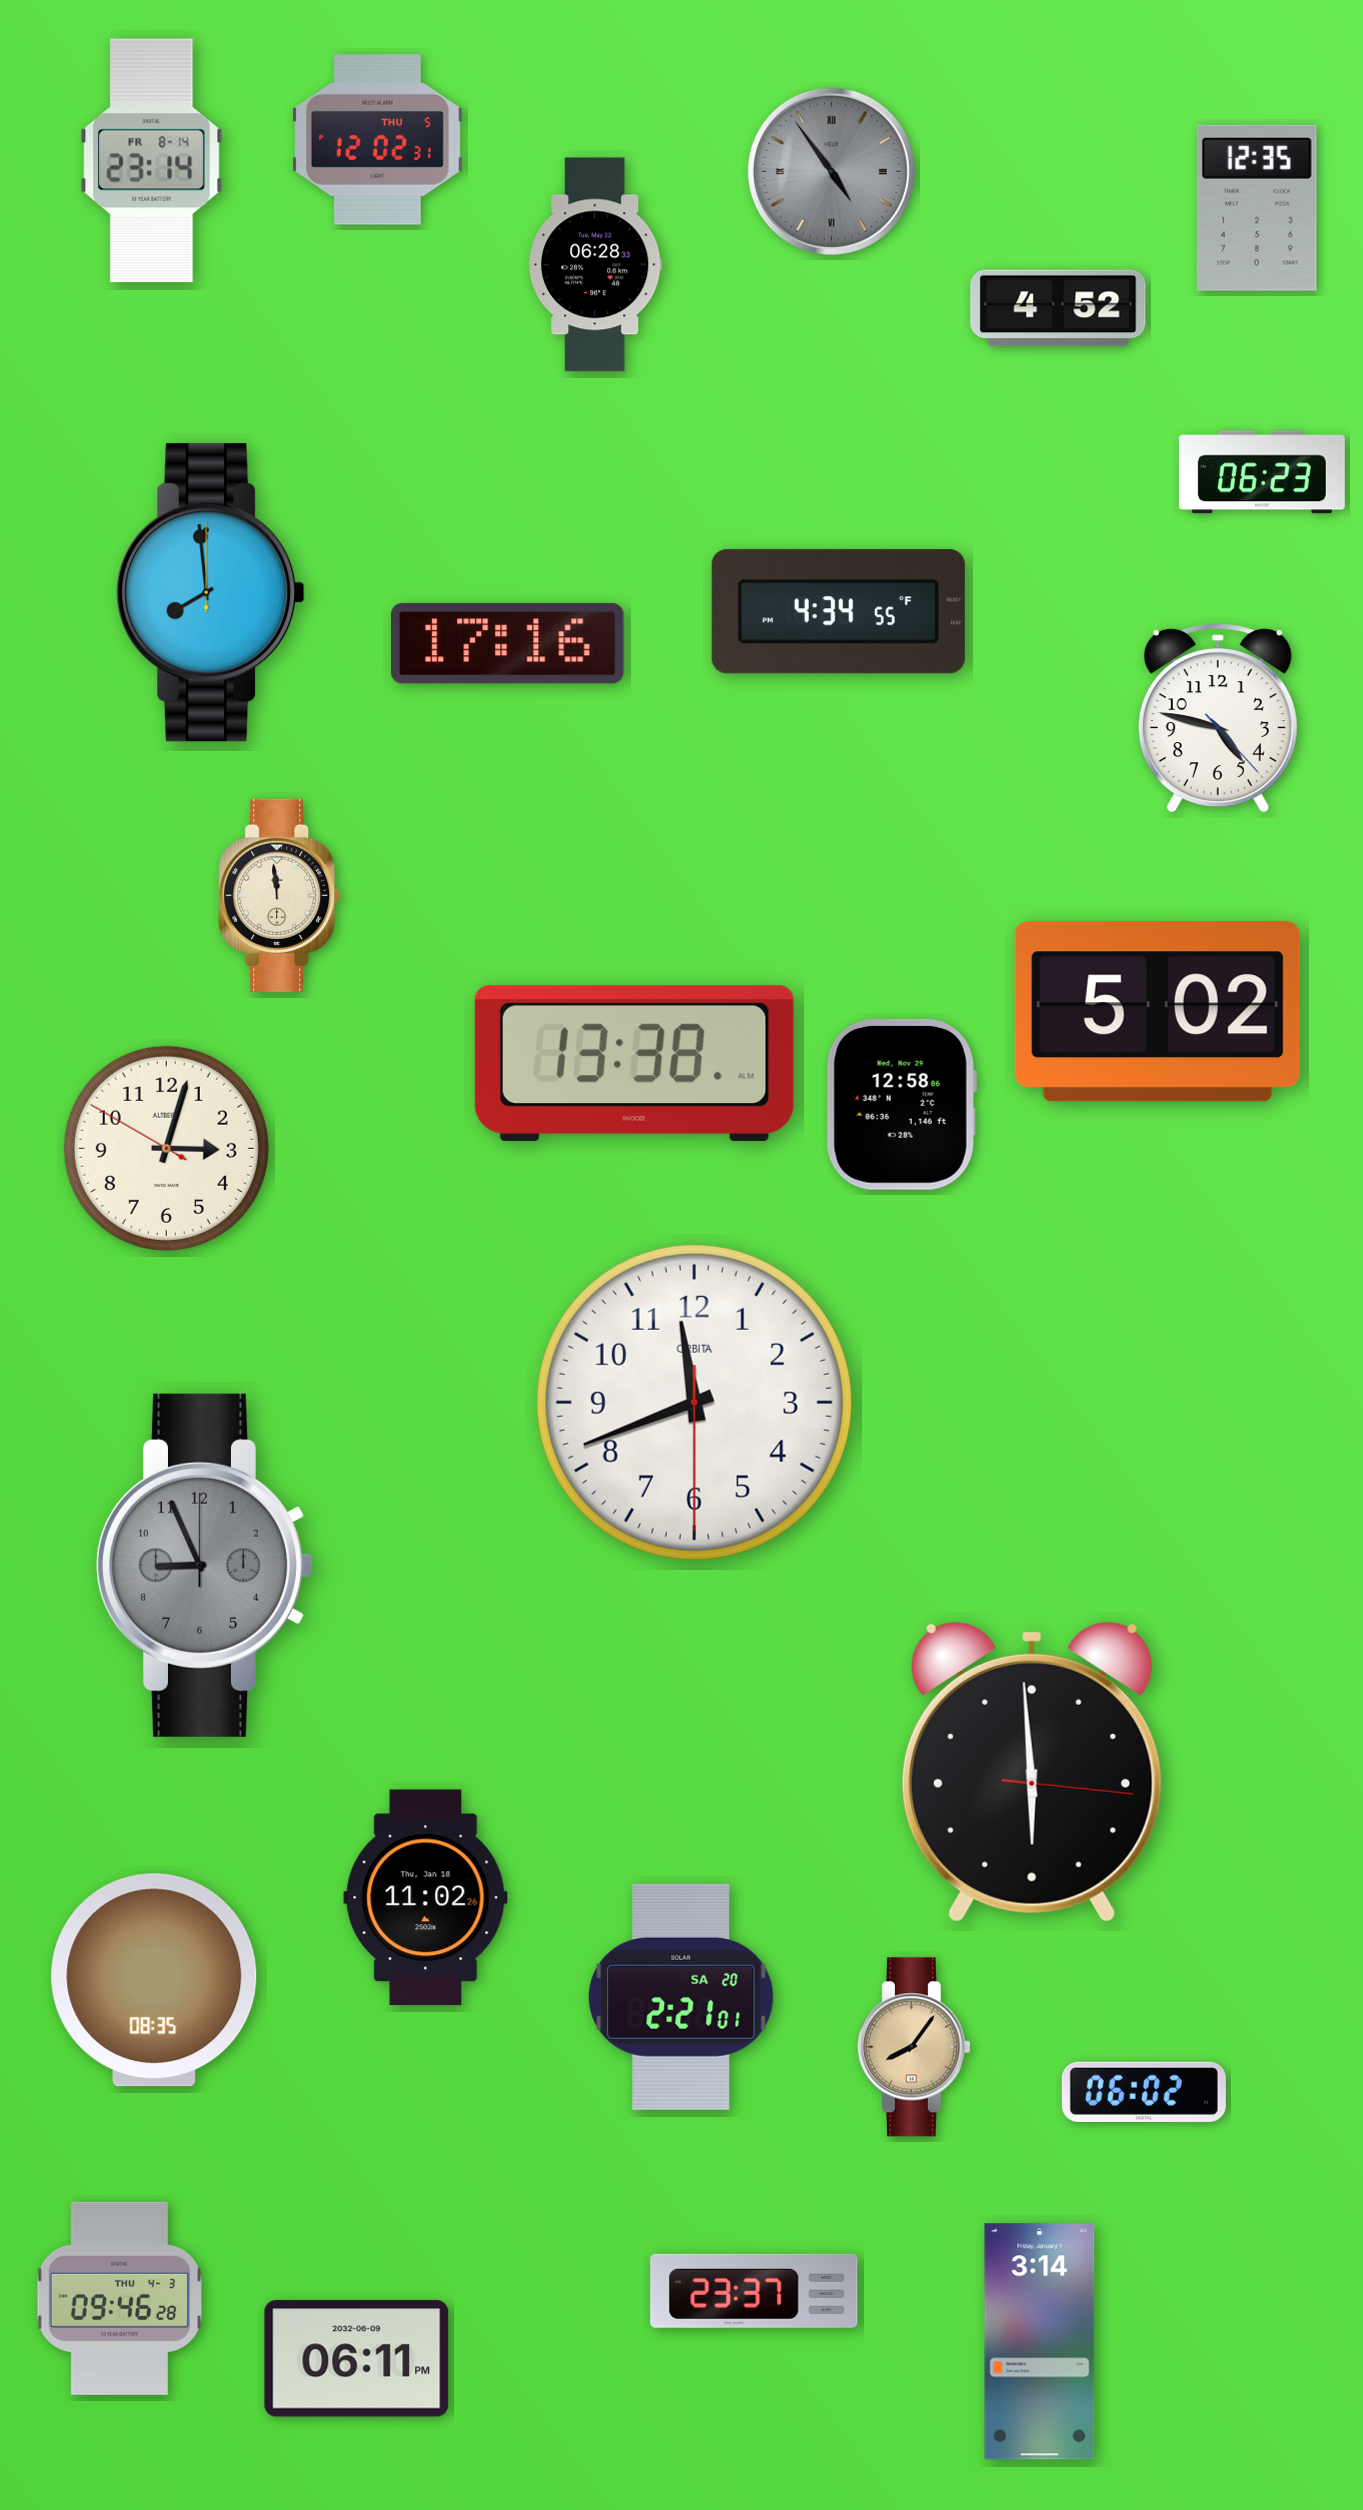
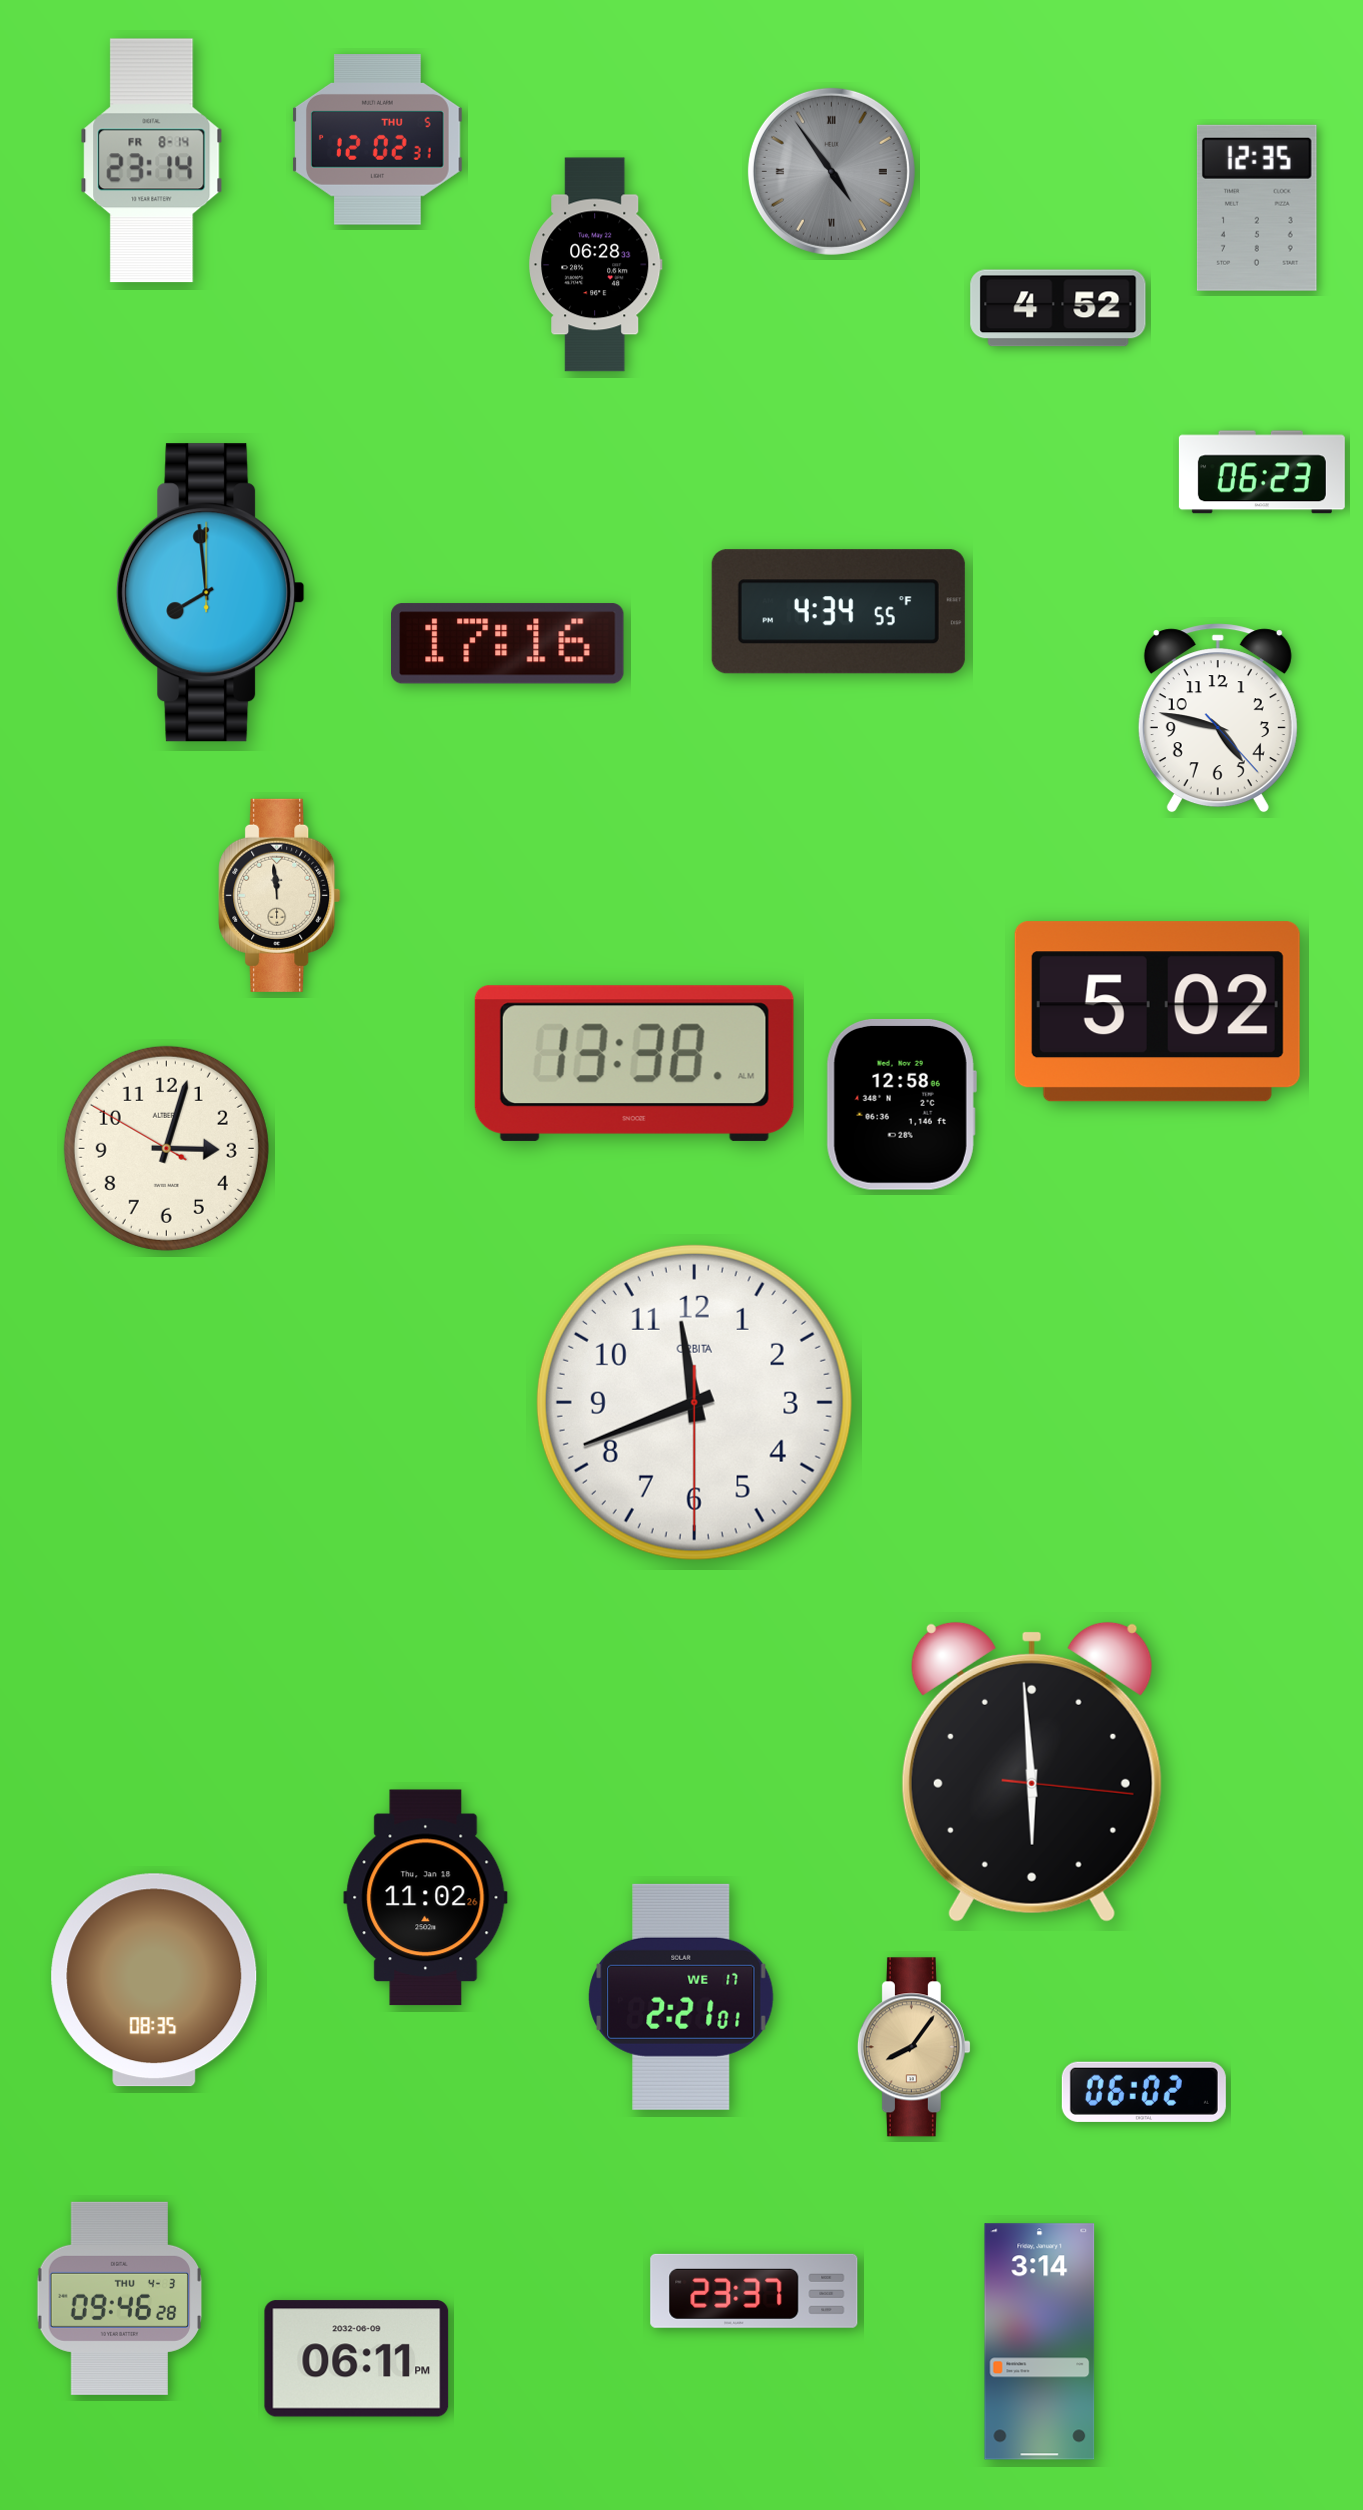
clock at (204, 1565): 8:56 -> none
clock at (681, 1997) date: SA 20 -> WE 17
